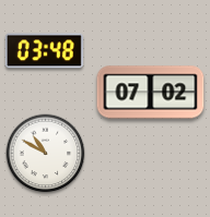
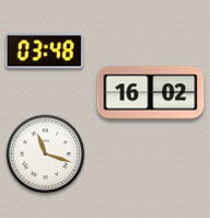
clock at (151, 93): 07:02 -> 16:02
clock at (46, 154): 10:50 -> 11:18
